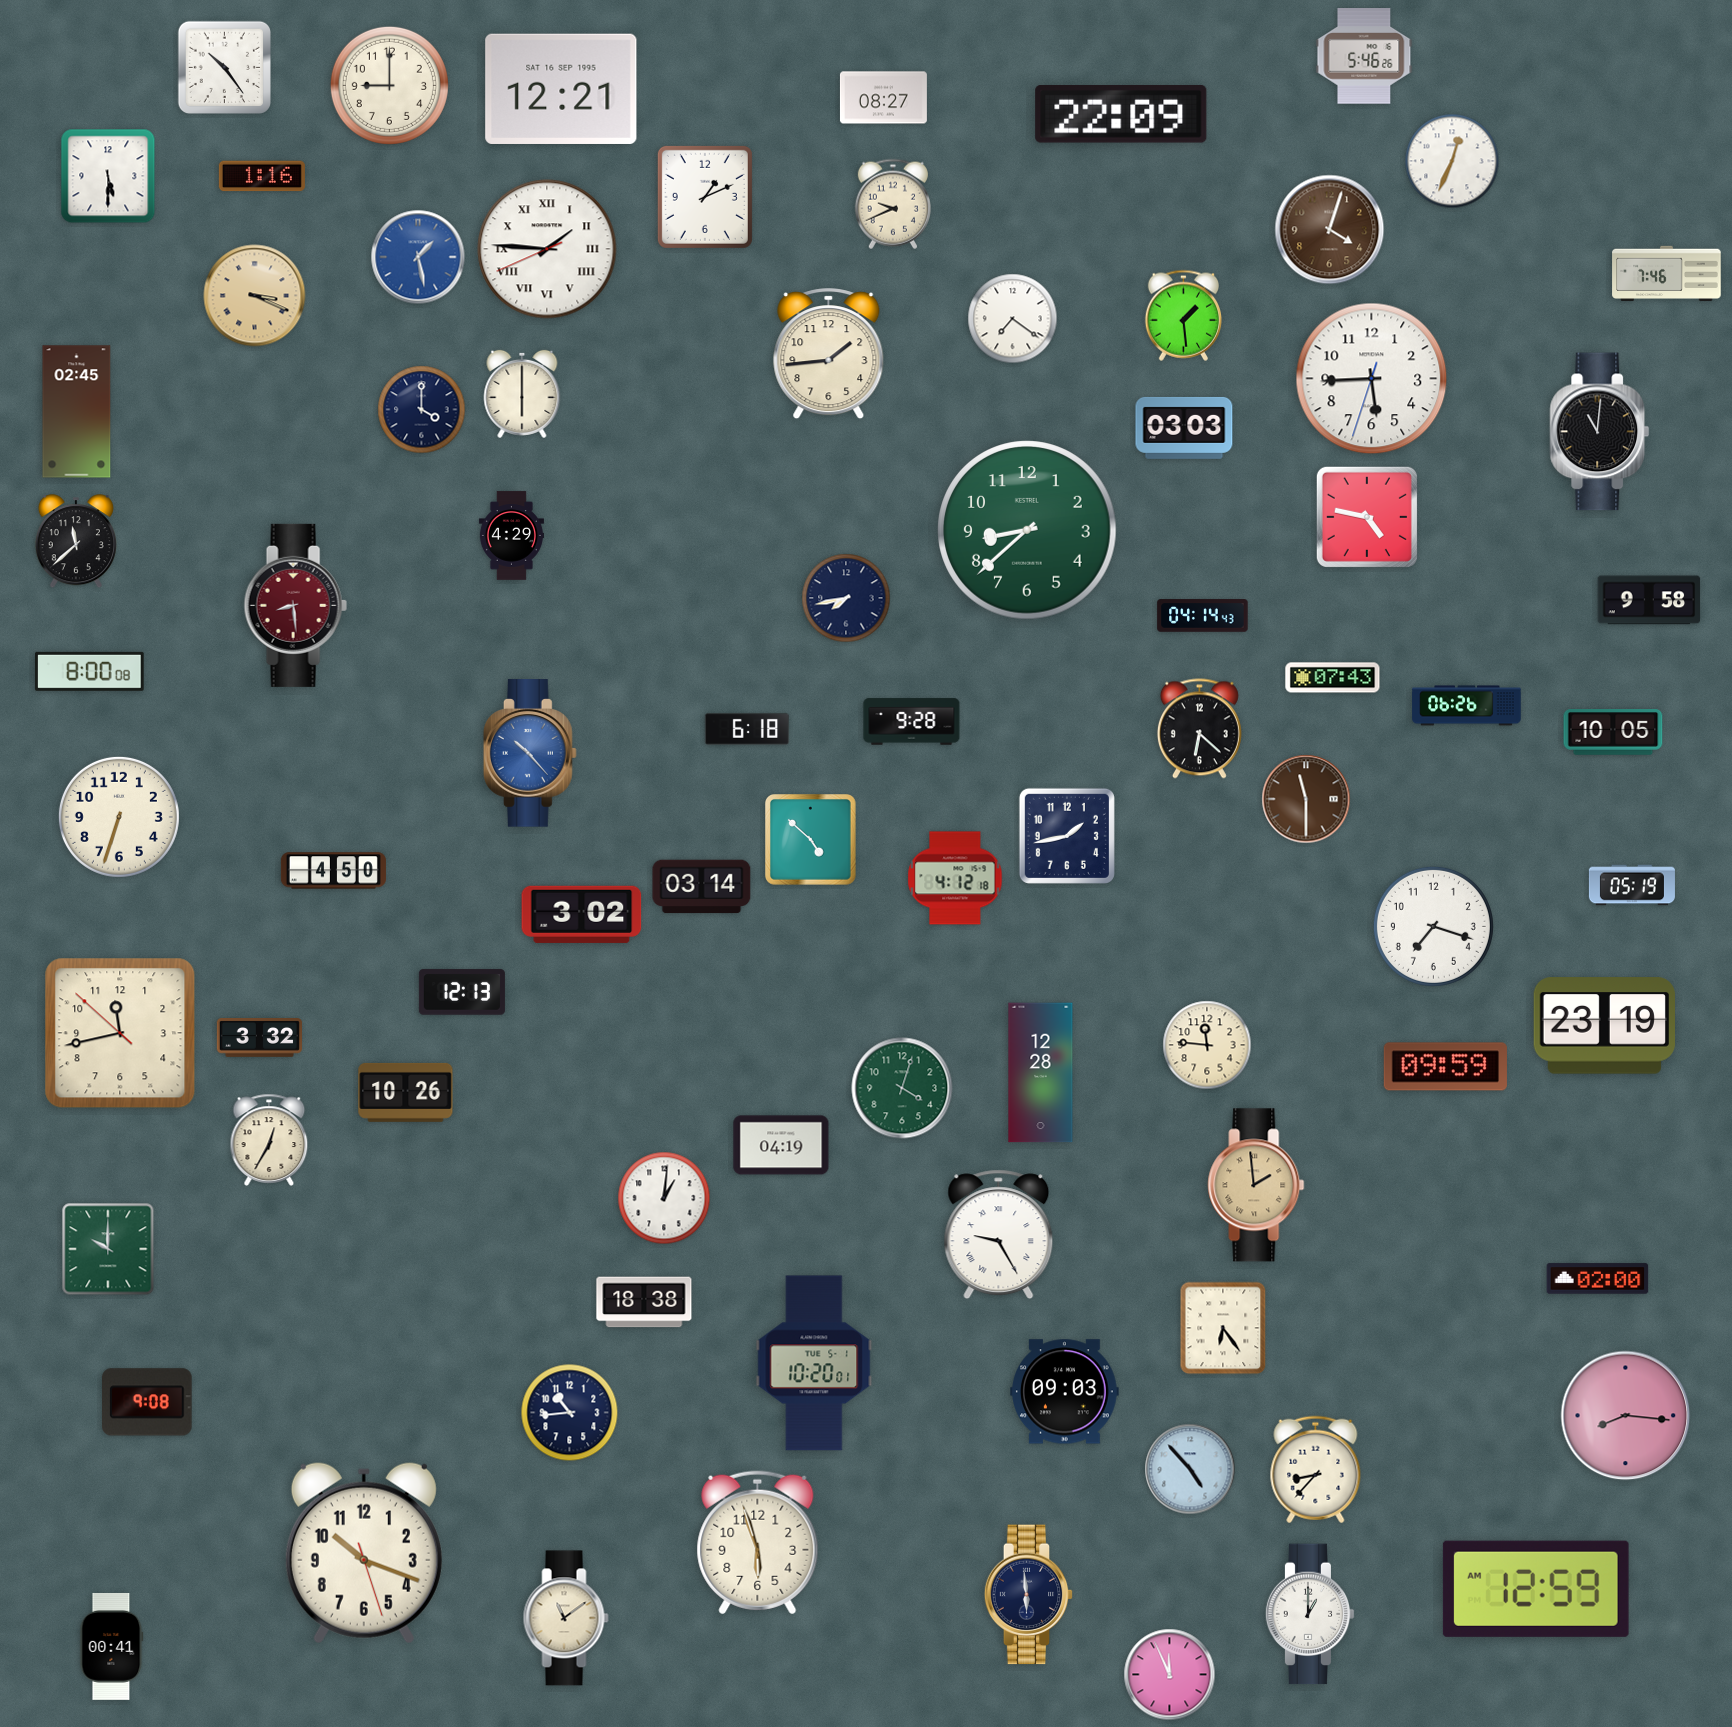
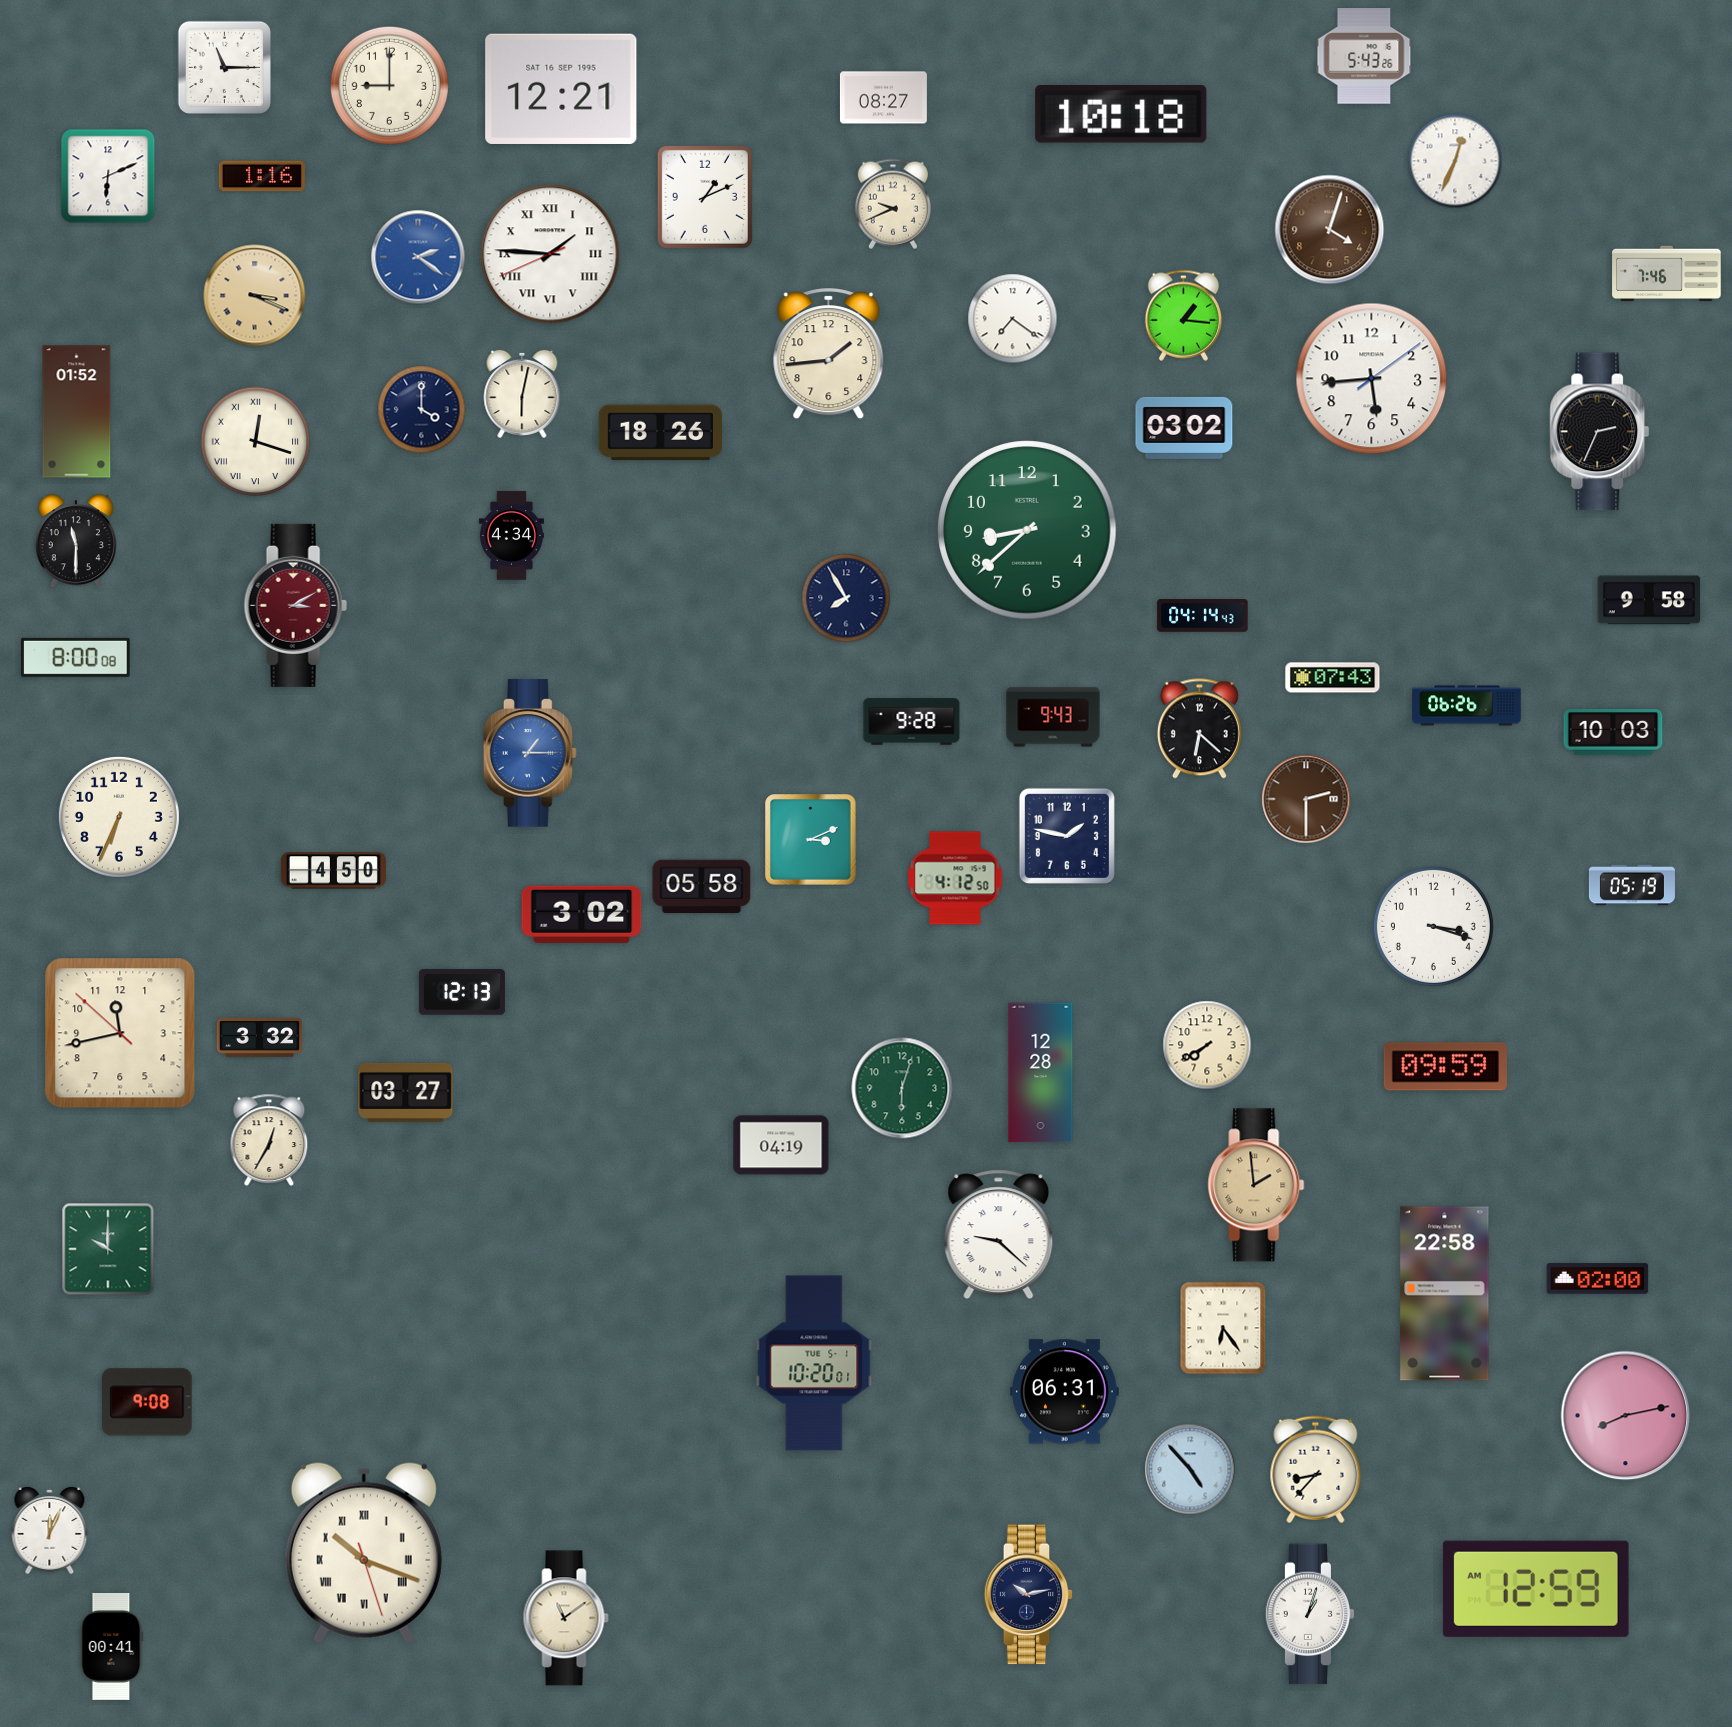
clock at (1364, 56): 5:46 -> 5:43
clock at (224, 67): 10:24 -> 11:15
clock at (1121, 115): 22:09 -> 10:18
clock at (1452, 161) position: (1452, 161) -> (1455, 161)
clock at (108, 176): 5:30 -> 6:11
clock at (547, 249) position: (547, 249) -> (550, 254)
clock at (418, 257): 1:28 -> 2:21
clock at (1183, 315): 1:29 -> 1:16
clock at (1372, 379): 5:44:33 -> 5:44:09
clock at (522, 394): 6:00 -> 6:02
clock at (77, 412): 02:45 -> 01:52
clock at (1184, 428): 03:03 -> 03:02
clock at (1600, 432): 11:01 -> 2:34
clock at (660, 433): none -> 18:26
clock at (256, 442): none -> 12:18
clock at (1367, 517): 4:47 -> none
clock at (511, 536): 4:29 -> 4:34
clock at (76, 542): 11:38 -> 11:30
clock at (846, 598): 7:43 -> 7:55
clock at (295, 605): 8:29 -> 3:10
clock at (90, 671) position: (90, 671) -> (76, 657)
clock at (1053, 717): none -> 9:43
clock at (747, 729): 6:18 -> none
clock at (1613, 732): 10:05 -> 10:03
clock at (530, 753): 10:23 -> 1:15
clock at (1306, 799): 11:30 -> 2:30
clock at (119, 817): 6:33 -> 6:34
clock at (1067, 836): 1:43 -> 1:47
clock at (811, 840): 4:52 -> 3:11
clock at (955, 878): 4:12:18 -> 4:12:50
clock at (702, 887): 03:14 -> 05:58
clock at (1433, 926): 7:18 -> 3:18
clock at (1604, 1026): 23:19 -> none
clock at (1207, 1045): 11:46 -> 7:40
clock at (902, 1088): 4:03 -> 6:03
clock at (406, 1092): 10:26 -> 03:27
clock at (664, 1198): 1:01 -> none
clock at (999, 1235): 9:25 -> 9:22
clock at (1445, 1294): none -> 22:58
clock at (644, 1302): 18:38 -> none
clock at (1065, 1392): 09:03 -> 06:31
clock at (570, 1413): 10:44 -> none
clock at (1626, 1416): 8:16 -> 8:13
clock at (50, 1531): none -> 12:04
clock at (758, 1543): 5:57 -> none
clock at (364, 1553) numerals: Arabic -> Roman
clock at (1029, 1595): 5:59 -> 10:13
clock at (1310, 1614): 1:00 -> 1:03
clock at (1170, 1675): 11:56 -> none
